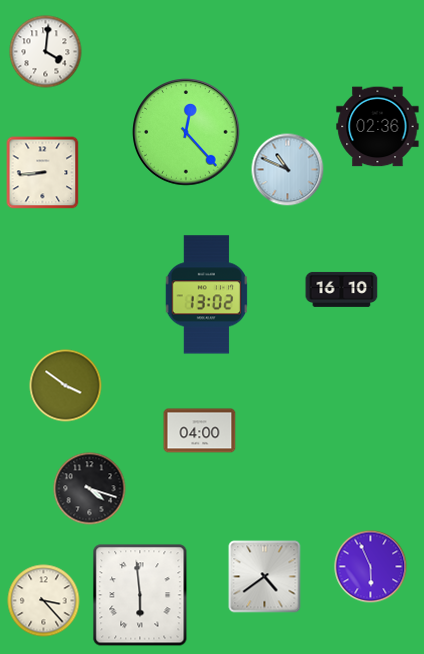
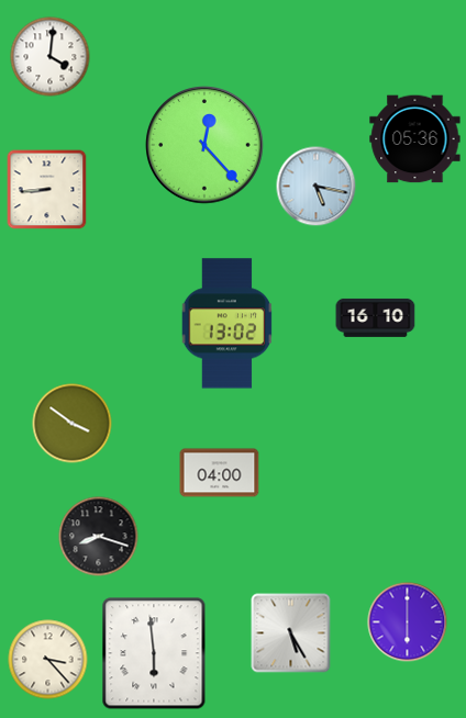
clock at (378, 127): 02:36 -> 05:36
clock at (288, 170): 10:49 -> 5:17
clock at (90, 489): 4:18 -> 8:18
clock at (371, 567): 5:56 -> 6:00
clock at (265, 577): 4:39 -> 5:25
